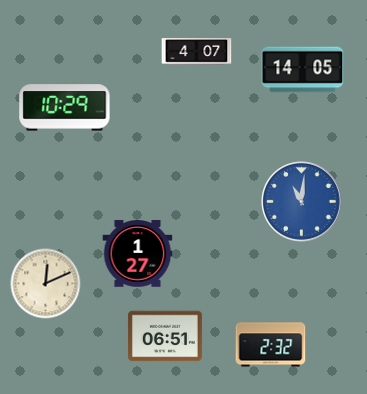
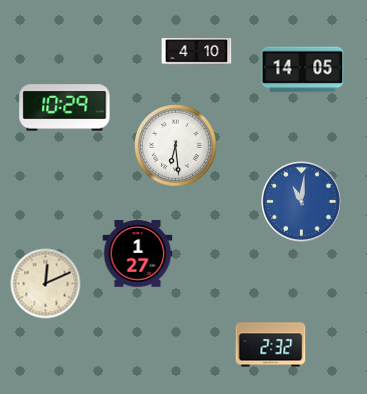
clock at (197, 52): 4:07 -> 4:10
clock at (176, 146): none -> 6:29
clock at (165, 336): 06:51 -> none
